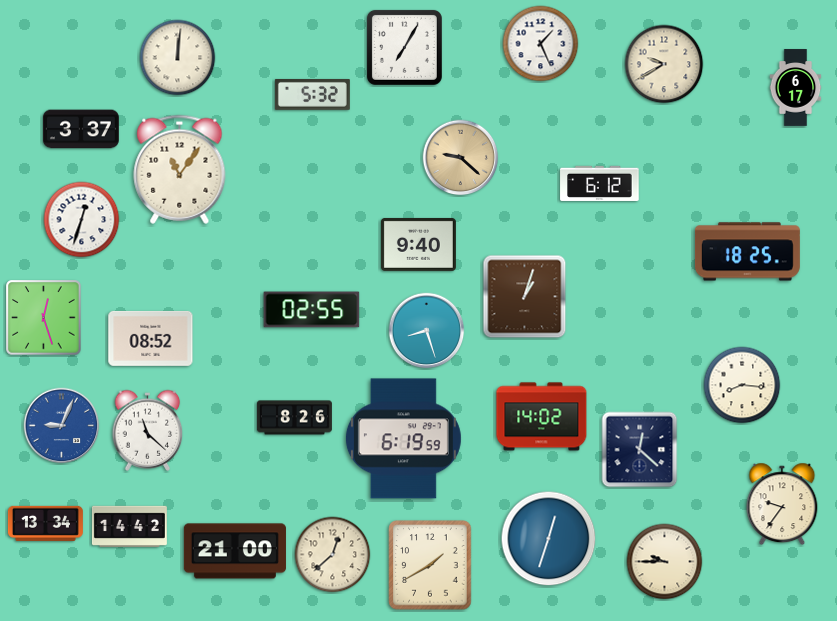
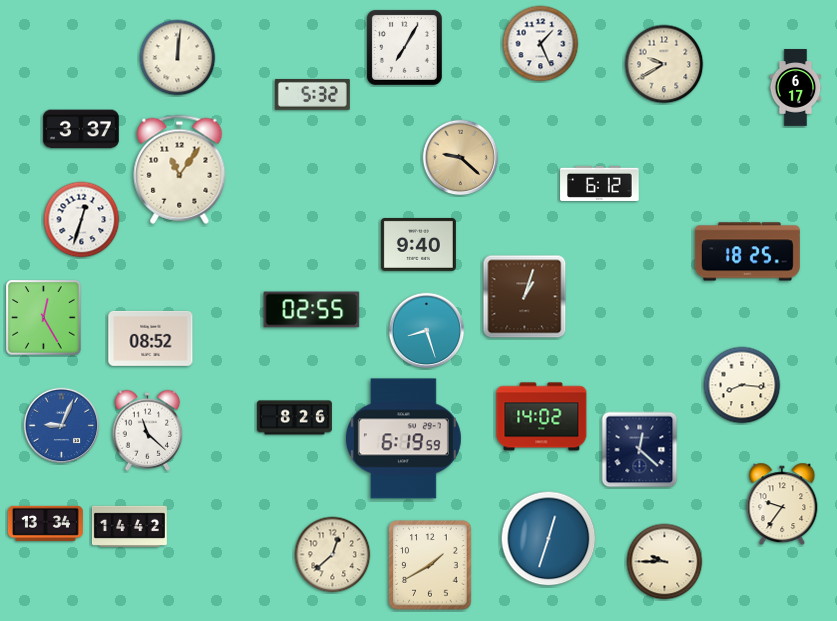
clock at (44, 318): 12:27 -> 12:25
clock at (235, 551): 21:00 -> none
